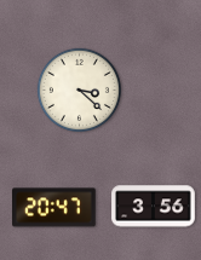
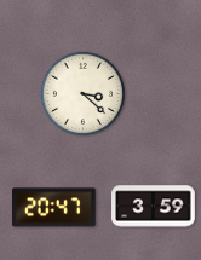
clock at (79, 89) position: (79, 89) -> (82, 93)
clock at (154, 207): 3:56 -> 3:59
